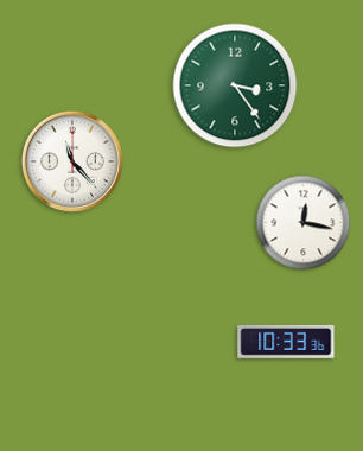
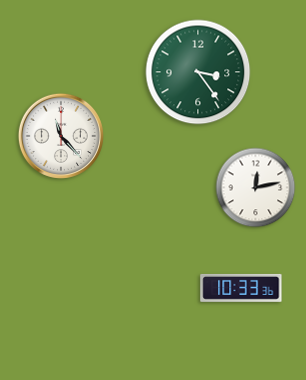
clock at (304, 223): 12:17 -> 12:13
